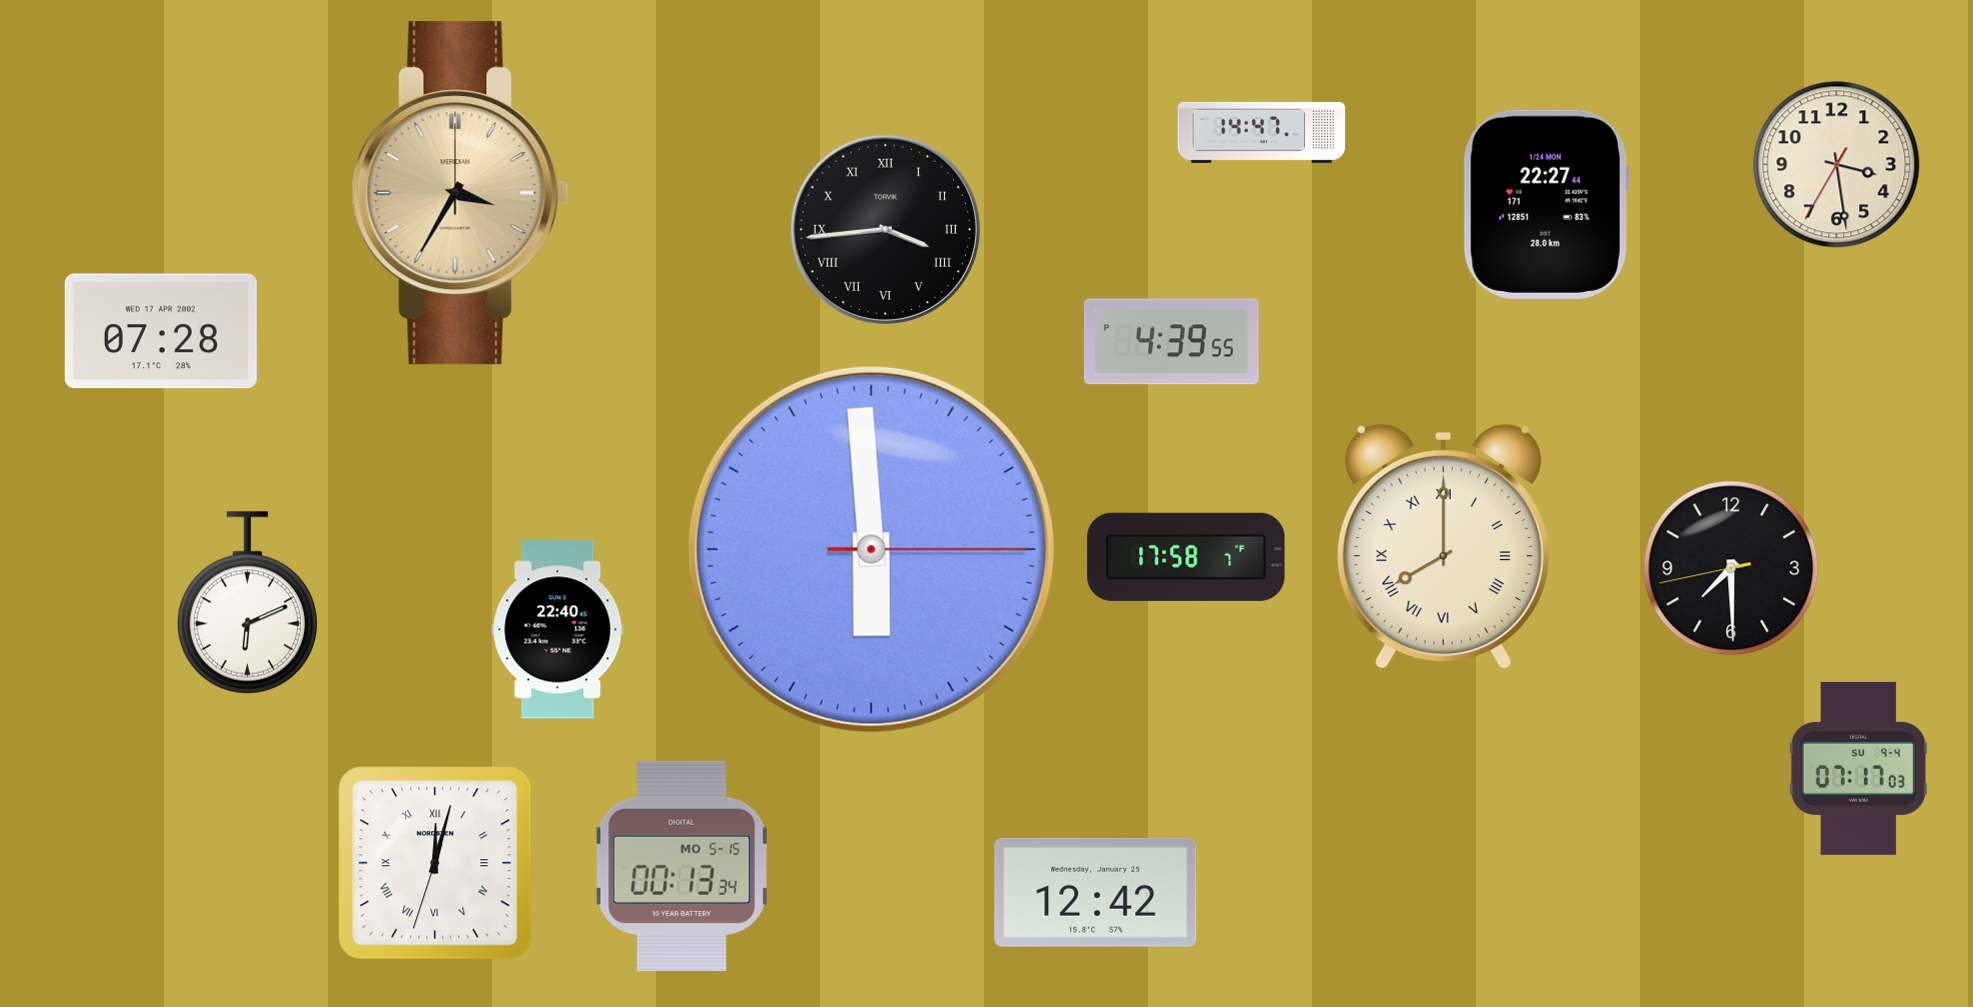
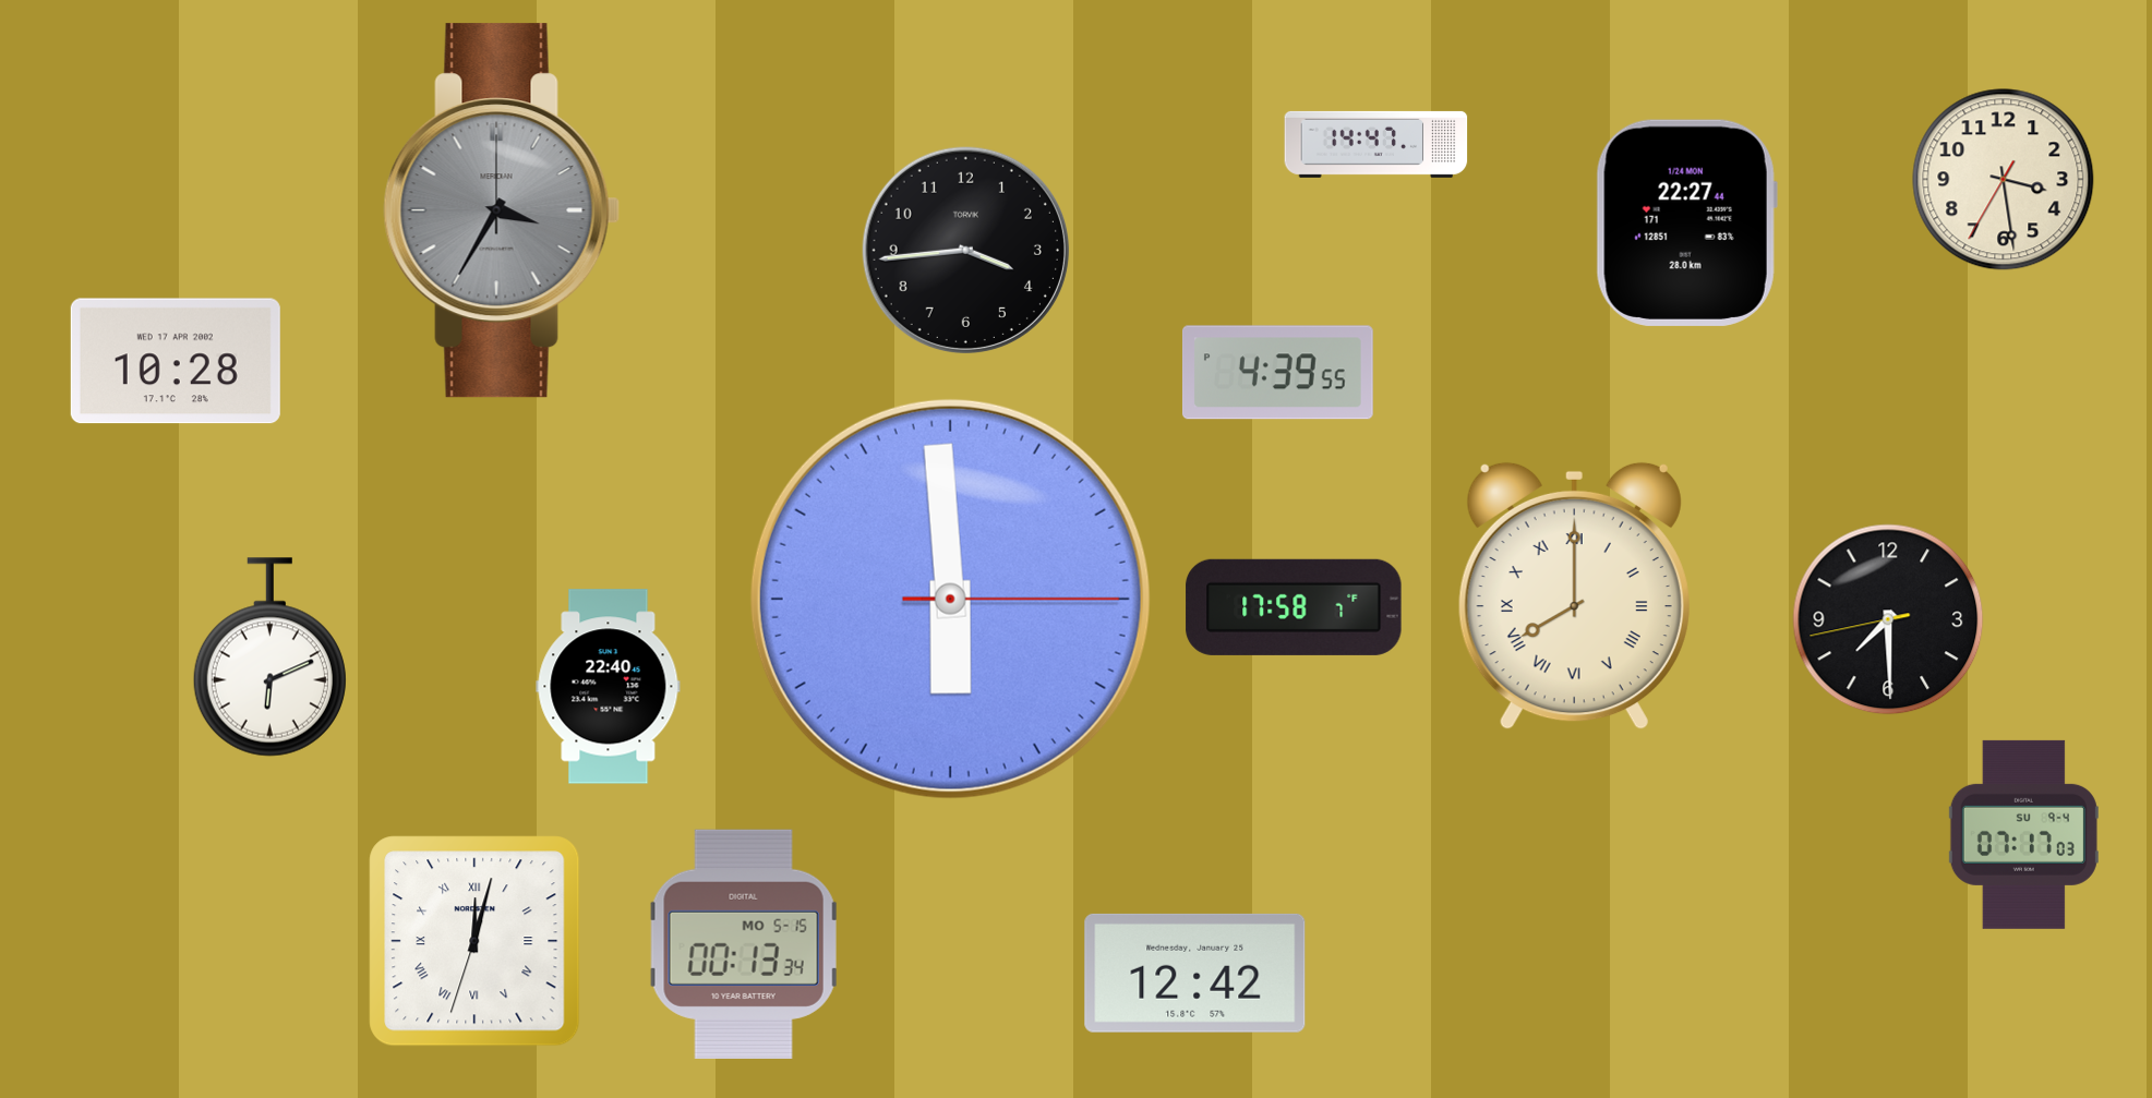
clock at (460, 193) dial: champagne -> grey
clock at (885, 229) numerals: Roman -> Arabic
clock at (161, 331): 07:28 -> 10:28
clock at (1858, 768) position: (1858, 768) -> (2023, 834)
